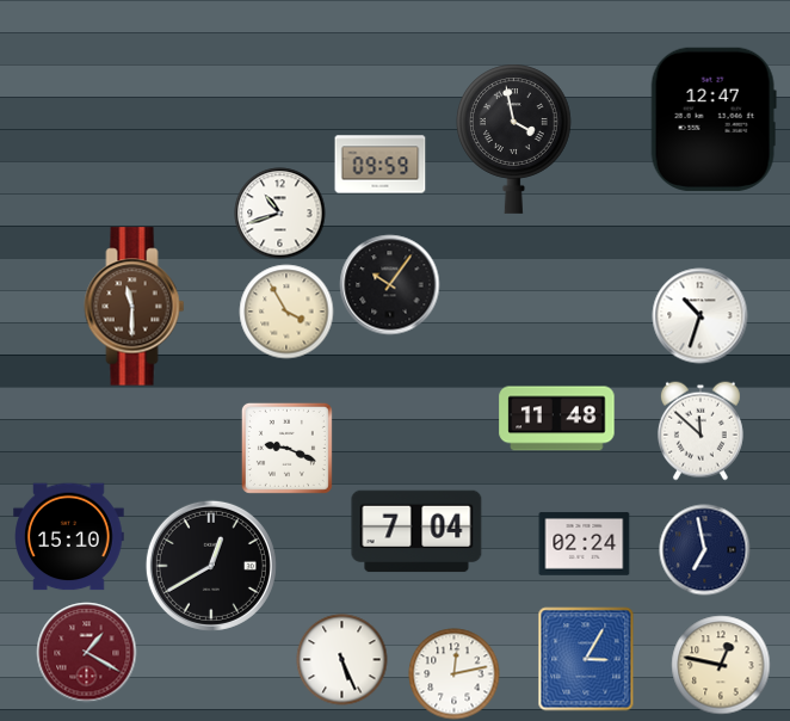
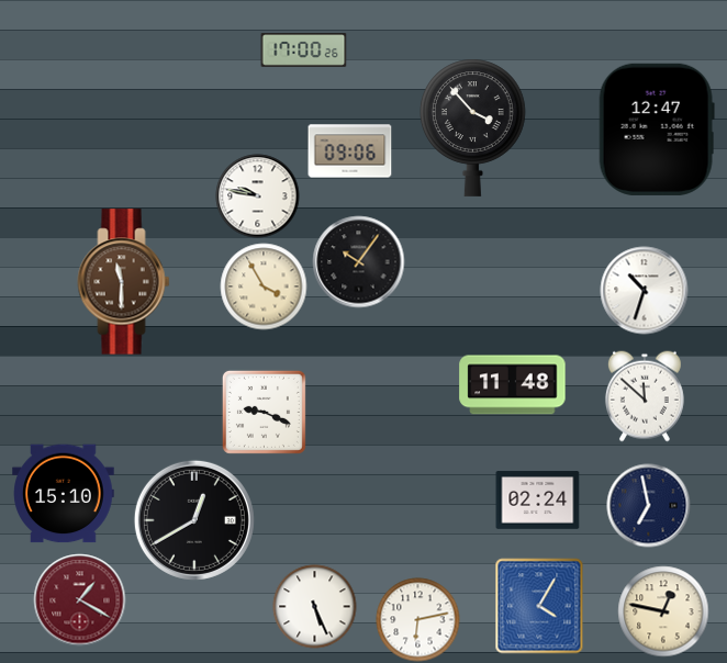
clock at (304, 50): none -> 17:00
clock at (714, 119) position: (714, 119) -> (657, 130)
clock at (513, 138): 3:58 -> 3:53
clock at (381, 165): 09:59 -> 09:06
clock at (280, 214): 10:42 -> 9:47
clock at (416, 531): 7:04 -> none
clock at (586, 659): 3:05 -> 4:05
clock at (455, 674): 12:13 -> 6:13
